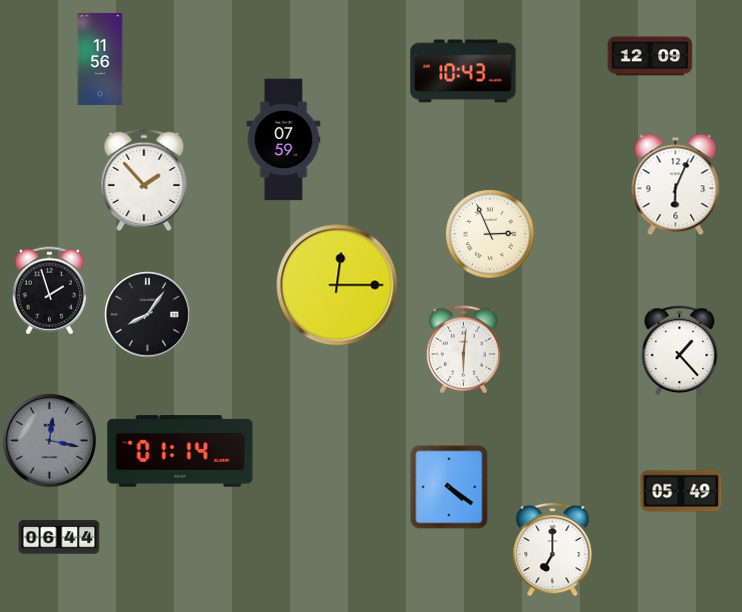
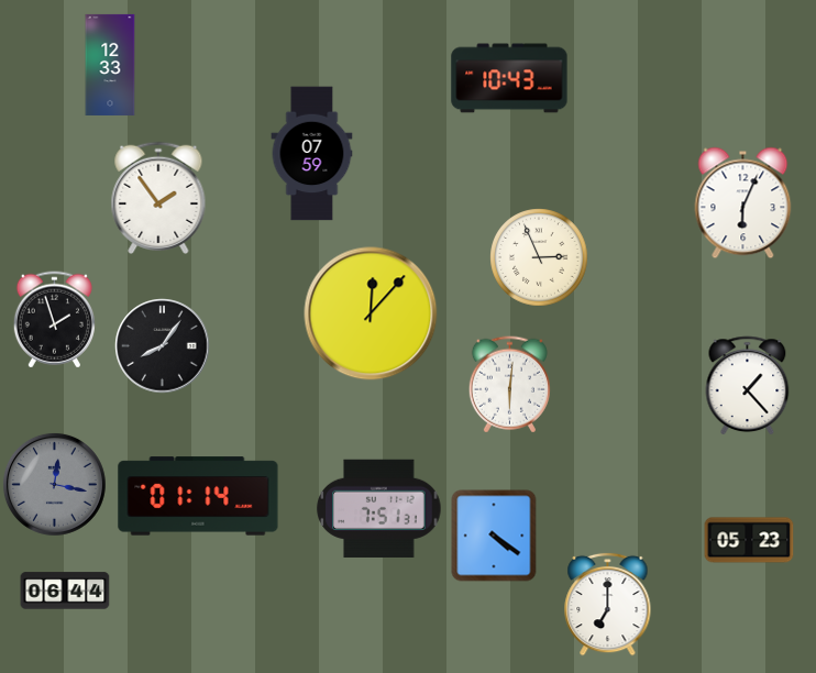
clock at (650, 56): 12:09 -> none
clock at (100, 59): 11:56 -> 12:33
clock at (144, 179): 1:53 -> 1:54
clock at (337, 285): 12:15 -> 12:07
clock at (379, 508): none -> 7:51
clock at (681, 491): 05:49 -> 05:23
